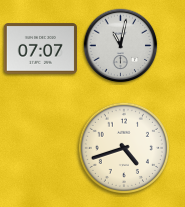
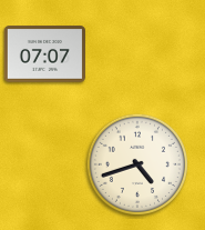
clock at (121, 46): 11:02 -> none
